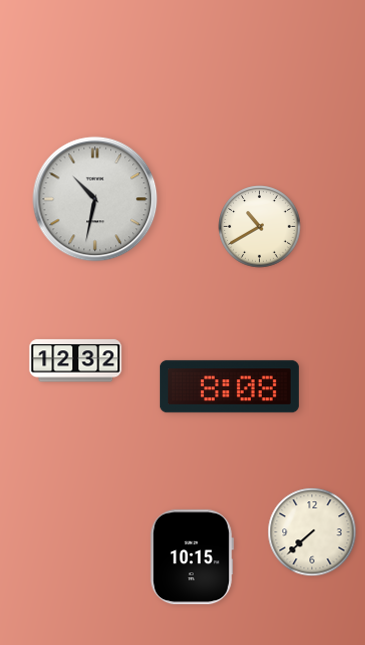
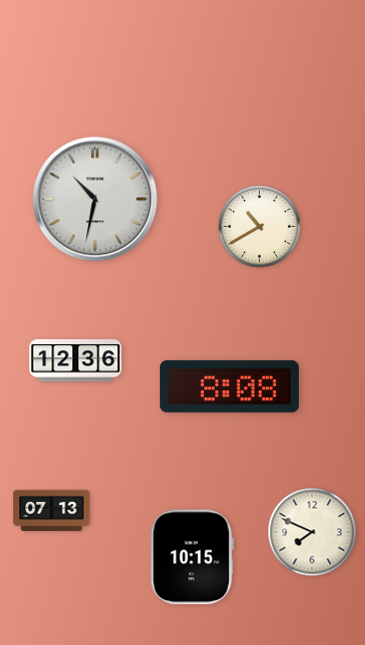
clock at (76, 361): 12:32 -> 12:36
clock at (52, 511): none -> 07:13
clock at (312, 532): 7:38 -> 7:49
